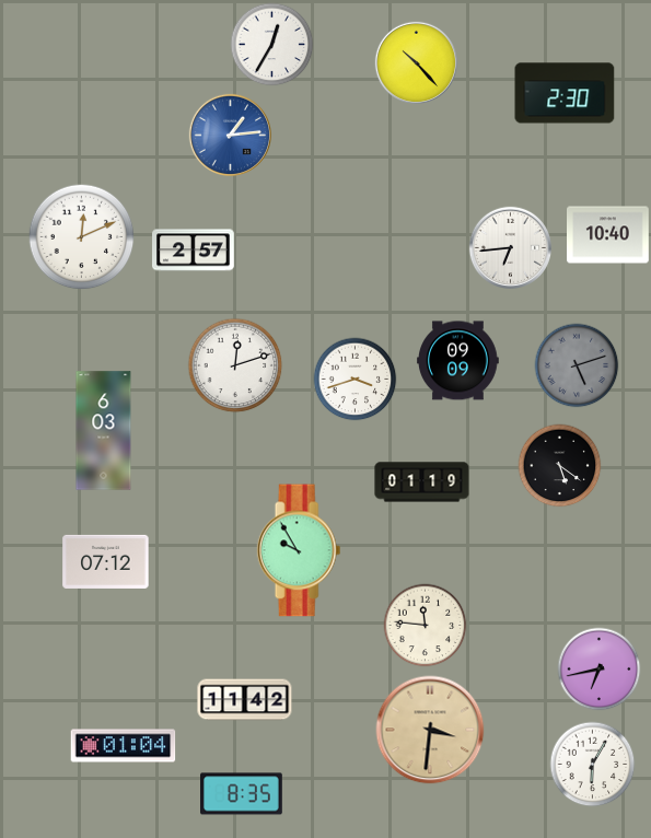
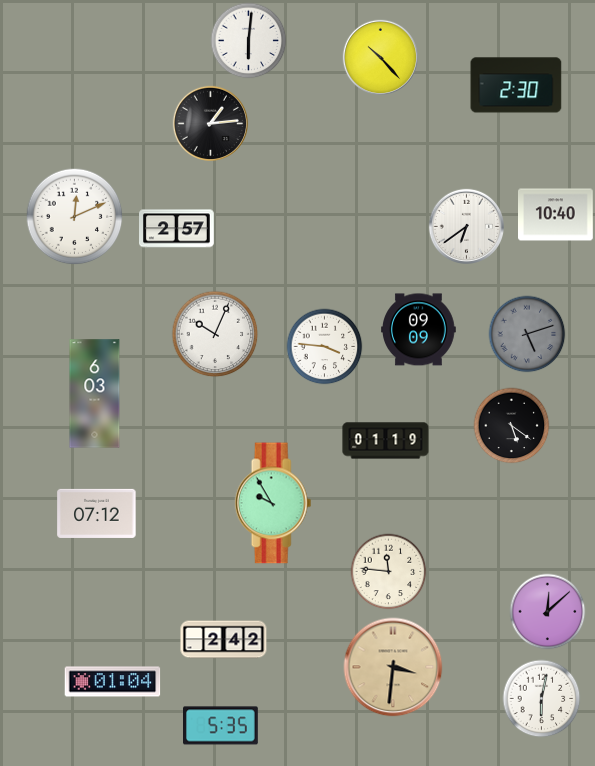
clock at (272, 45): 12:35 -> 6:01
clock at (230, 135) dial: blue -> black
clock at (510, 247): 6:44 -> 6:39
clock at (235, 365): 12:12 -> 10:04
clock at (356, 380): 3:42 -> 3:46
clock at (600, 670): 6:43 -> 12:08
clock at (245, 700): 11:42 -> 2:42
clock at (593, 765): 6:05 -> 6:02
clock at (242, 794): 8:35 -> 5:35
